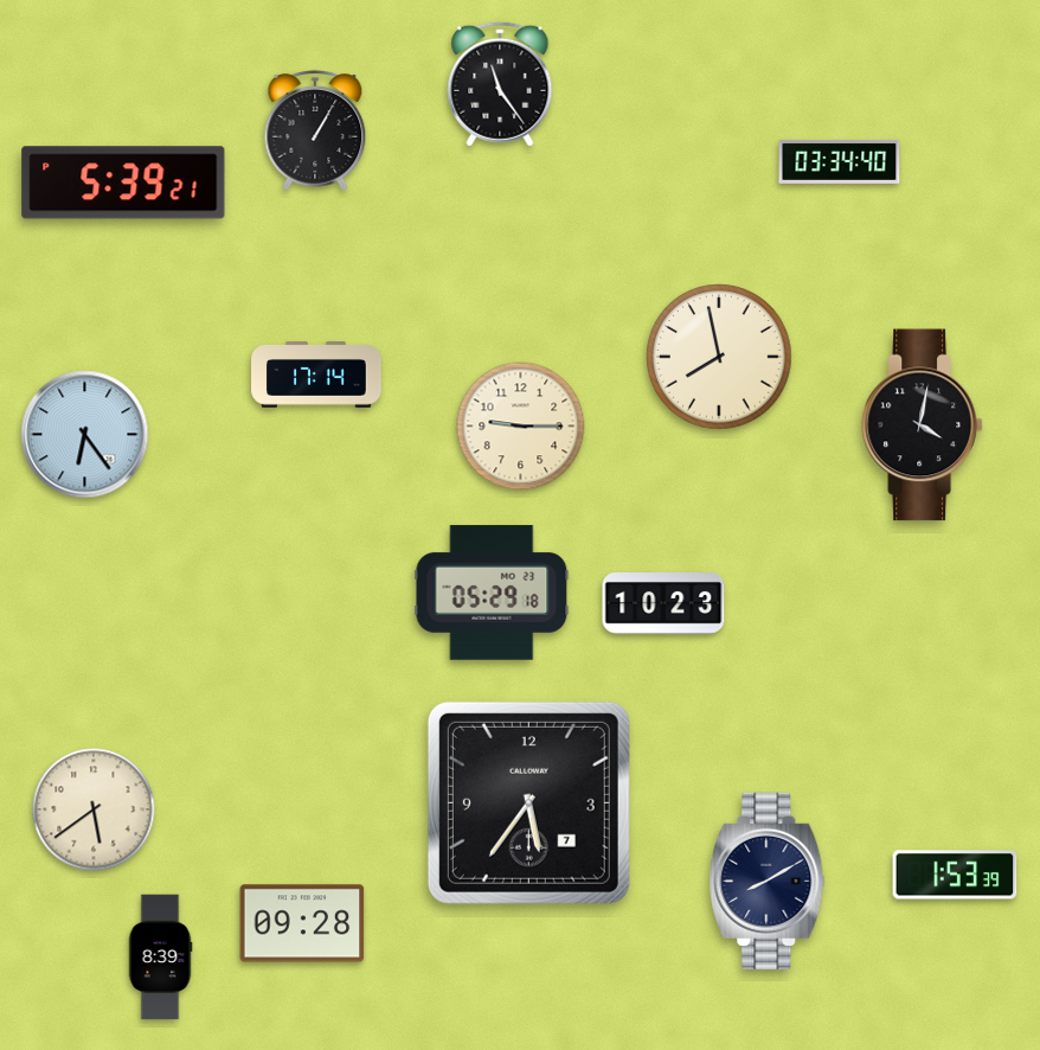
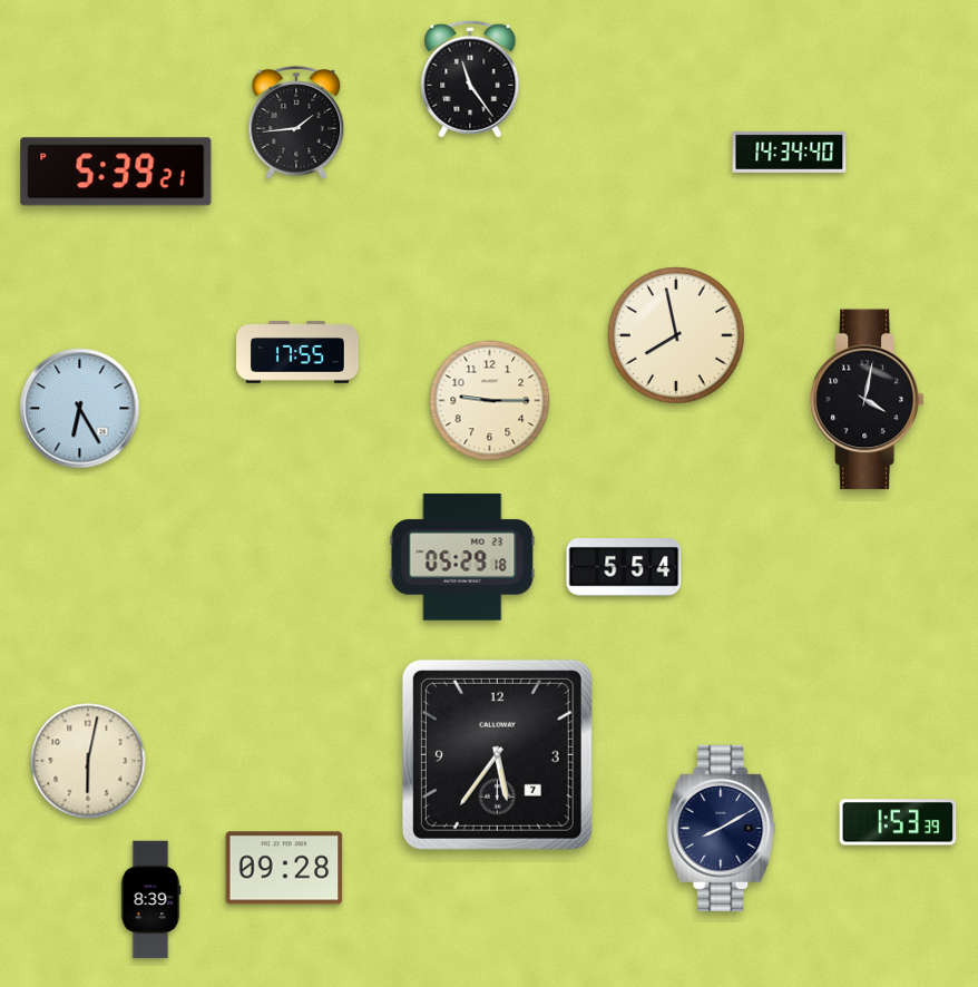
clock at (315, 132): 1:05 -> 1:44
clock at (840, 161): 03:34 -> 14:34
clock at (316, 374): 17:14 -> 17:55
clock at (85, 435): 6:24 -> 6:25
clock at (663, 603): 10:23 -> 5:54
clock at (94, 809): 5:39 -> 6:02
